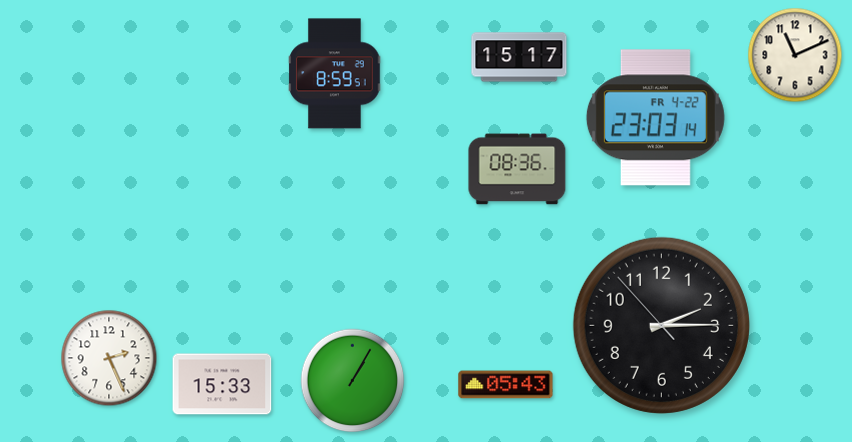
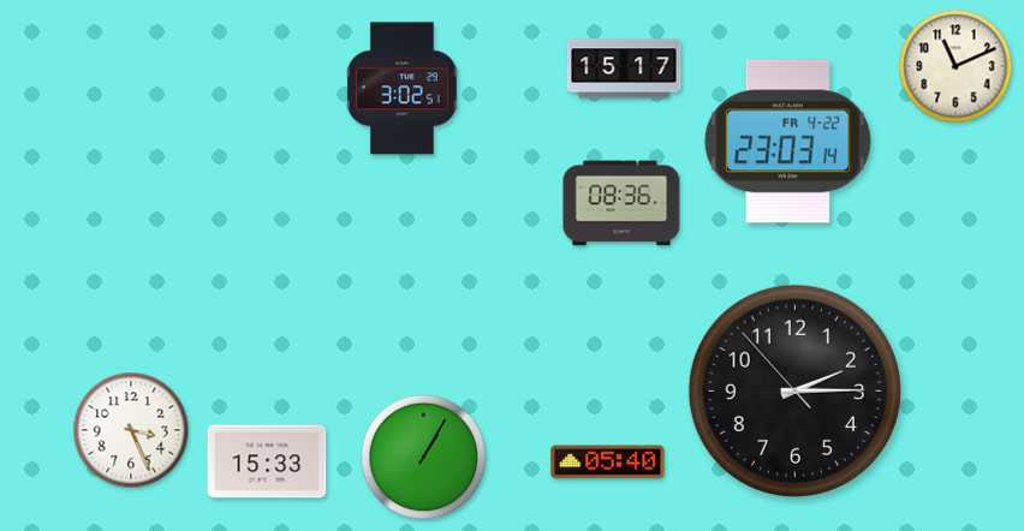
clock at (335, 74): 8:59 -> 3:02
clock at (109, 358): 2:26 -> 3:26
clock at (506, 385): 05:43 -> 05:40
